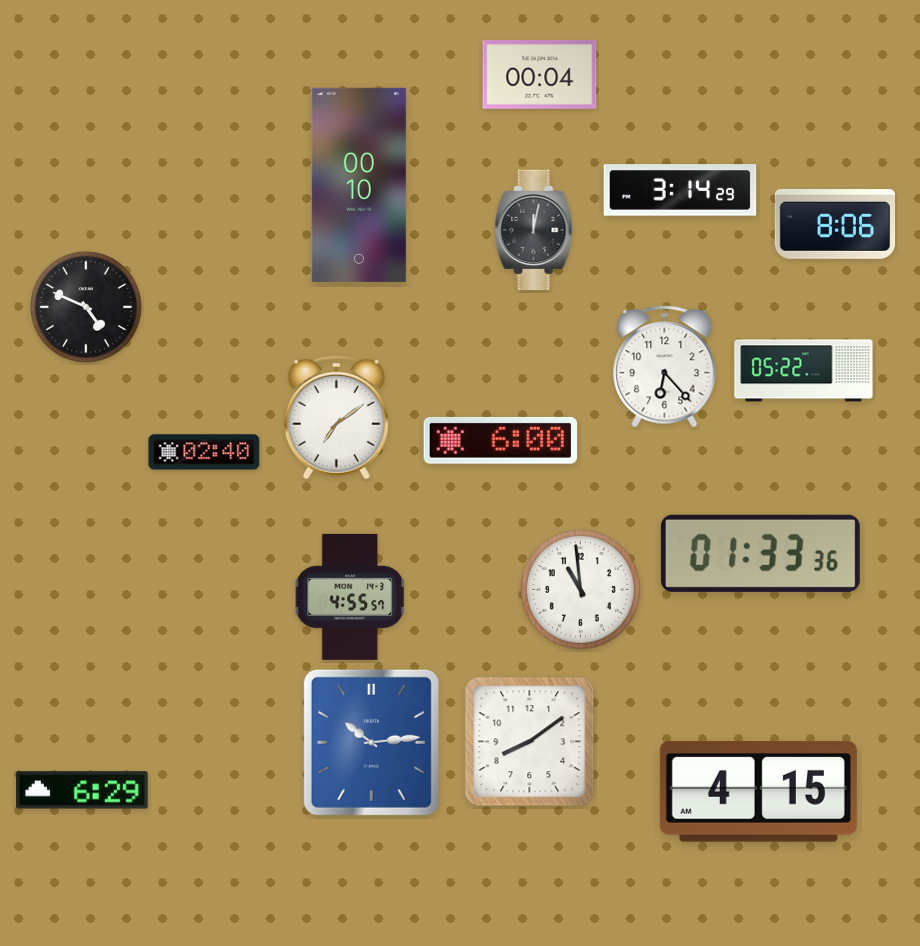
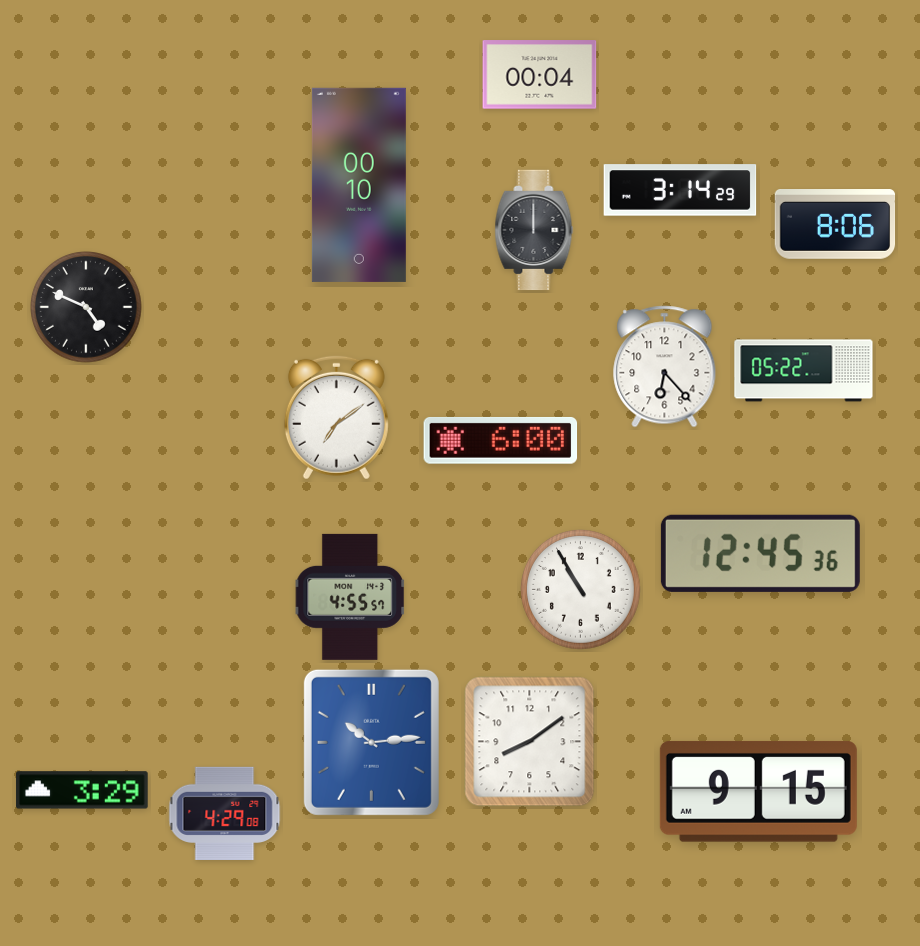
clock at (534, 230): 12:02 -> 12:00
clock at (204, 452): 02:40 -> none
clock at (760, 553): 01:33 -> 12:45
clock at (581, 590): 10:59 -> 10:55
clock at (82, 790): 6:29 -> 3:29
clock at (758, 791): 4:15 -> 9:15
clock at (225, 813): none -> 4:29
